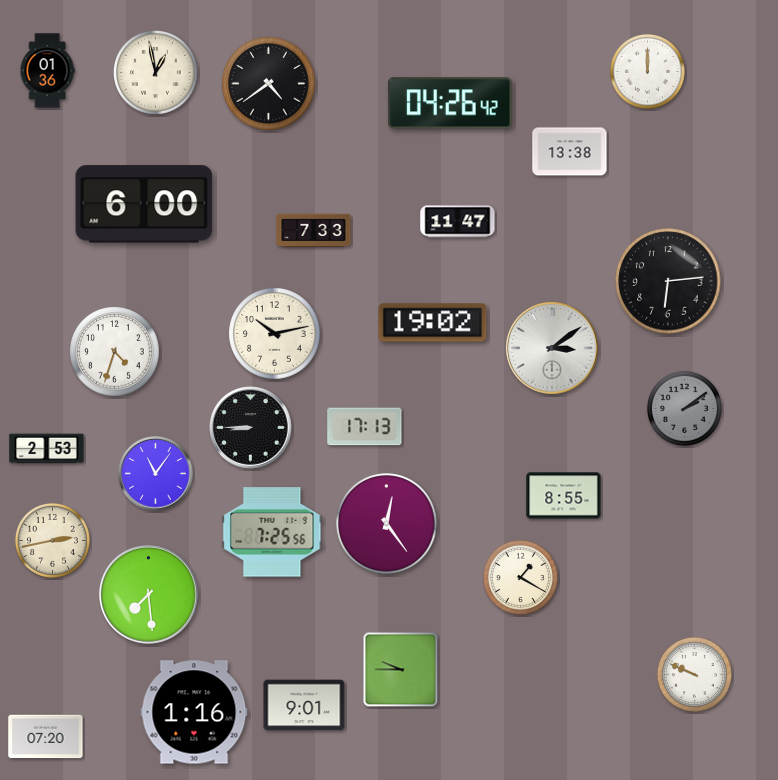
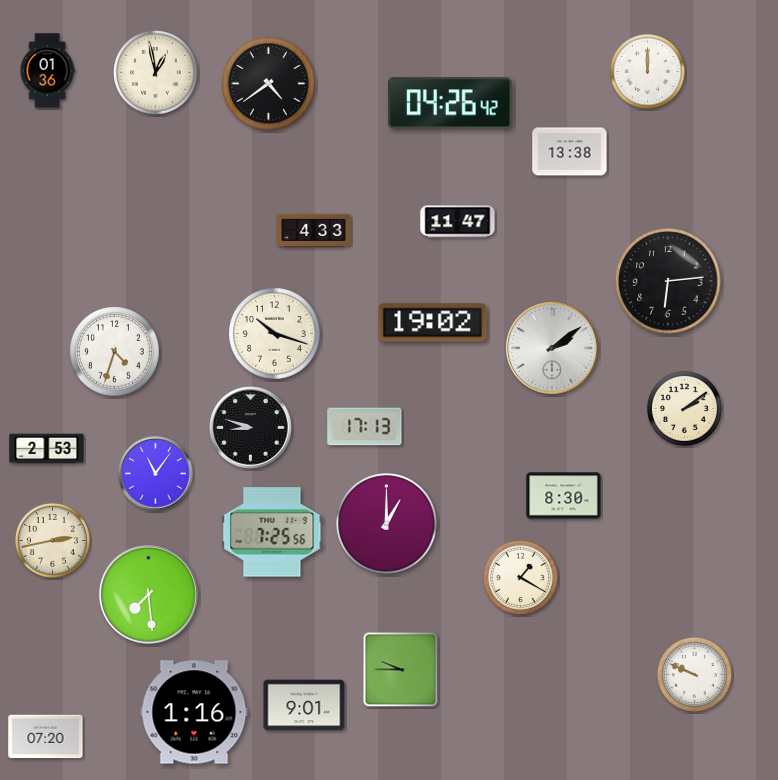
clock at (144, 204): 6:00 -> none
clock at (314, 231): 7:33 -> 4:33
clock at (275, 334): 10:13 -> 10:18
clock at (553, 349): 3:09 -> 2:09
clock at (684, 408) dial: grey -> cream
clock at (251, 428): 8:45 -> 8:48
clock at (564, 496): 8:55 -> 8:30
clock at (387, 524): 12:24 -> 1:00
